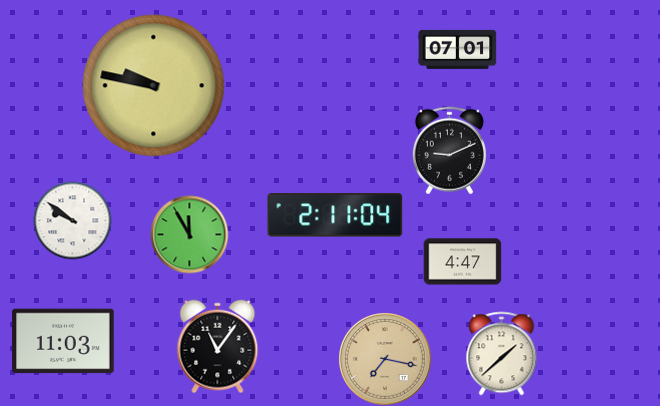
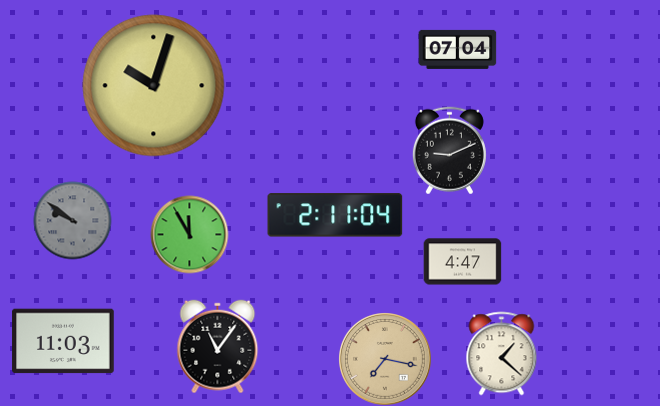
clock at (457, 49): 07:01 -> 07:04
clock at (154, 86): 9:47 -> 10:03
clock at (72, 220) dial: white -> grey
clock at (502, 353): 1:38 -> 1:22
